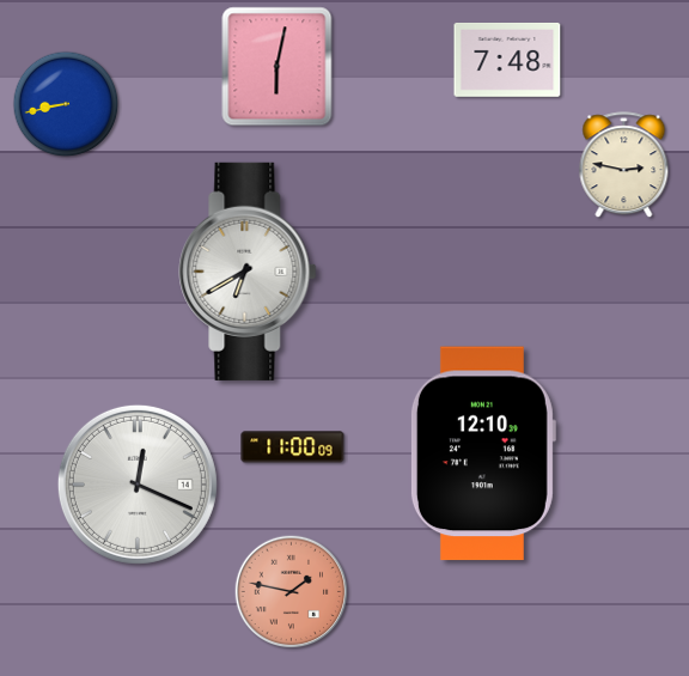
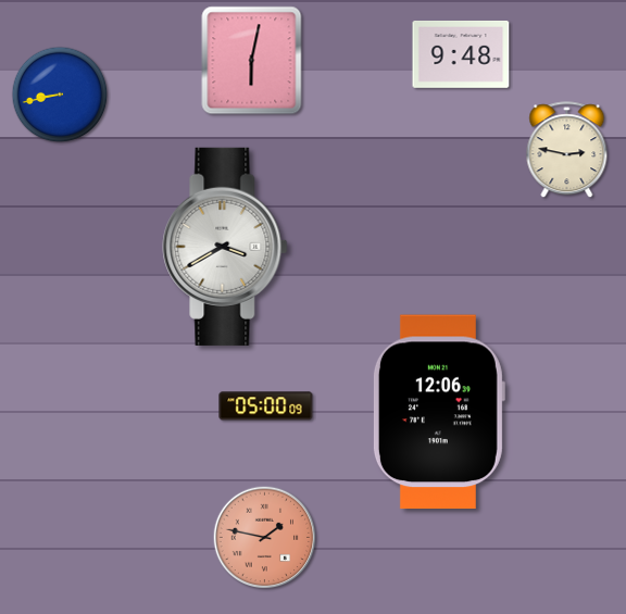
clock at (507, 60): 7:48 -> 9:48
clock at (248, 272): 6:40 -> 3:40
clock at (293, 447): 11:00 -> 05:00
clock at (482, 453): 12:10 -> 12:06
clock at (138, 485): 12:19 -> none
